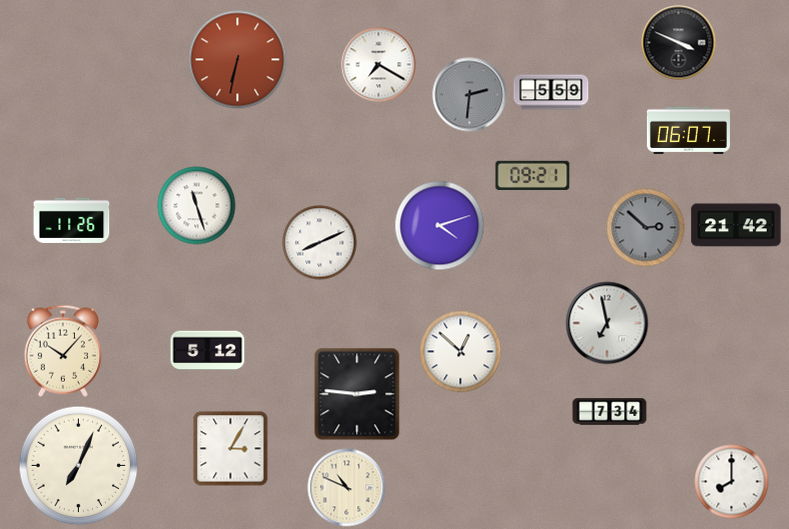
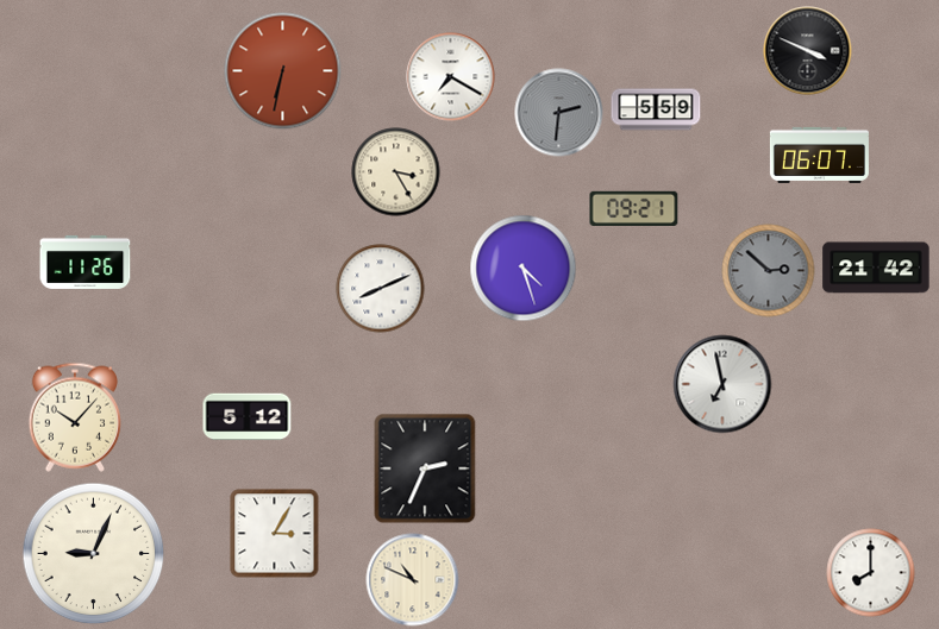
clock at (396, 172): none -> 3:25
clock at (197, 206): 11:27 -> none
clock at (440, 226): 4:12 -> 4:27
clock at (461, 352): 12:52 -> none
clock at (357, 394): 2:46 -> 2:34
clock at (610, 412): 7:34 -> none
clock at (79, 466): 7:04 -> 9:04
